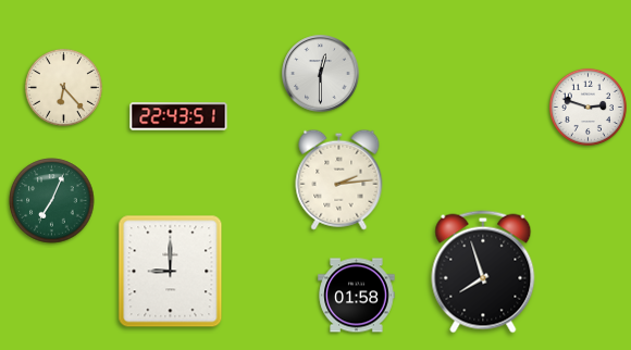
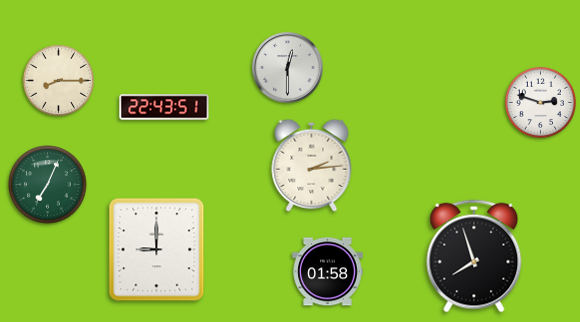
clock at (321, 74) position: (321, 74) -> (288, 68)
clock at (63, 87): 6:23 -> 8:15
clock at (587, 107) position: (587, 107) -> (540, 102)
clock at (483, 272) position: (483, 272) -> (474, 256)
